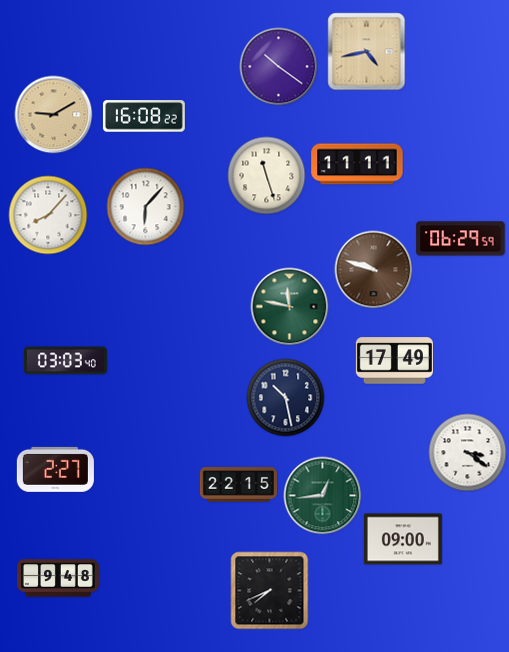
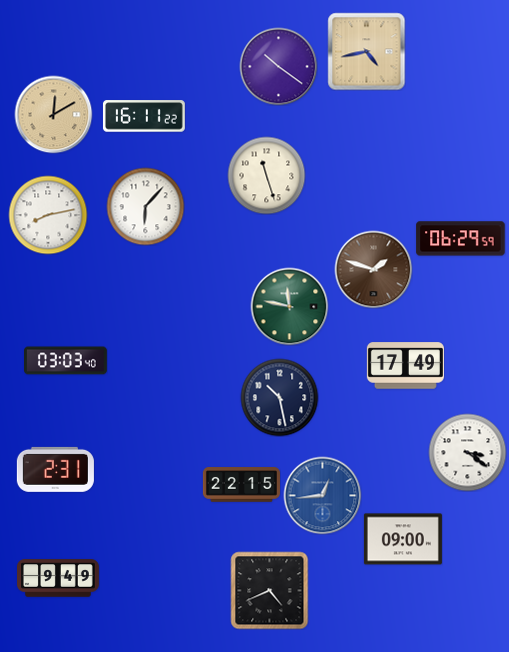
clock at (53, 114): 9:10 -> 12:10
clock at (144, 116): 16:08 -> 16:11
clock at (357, 164): 11:11 -> none
clock at (48, 215): 8:07 -> 8:13
clock at (373, 269): 9:48 -> 1:48
clock at (394, 361) position: (394, 361) -> (405, 366)
clock at (285, 397) position: (285, 397) -> (279, 397)
clock at (55, 469): 2:27 -> 2:31
clock at (238, 485) position: (238, 485) -> (241, 485)
clock at (322, 495) dial: green -> blue
clock at (59, 578): 9:48 -> 9:49
clock at (269, 590): 7:41 -> 4:41
